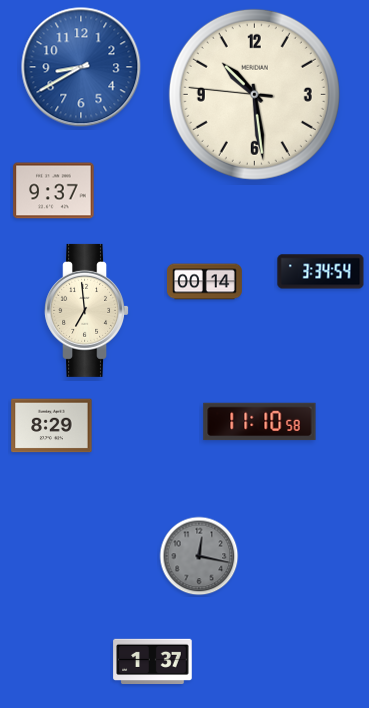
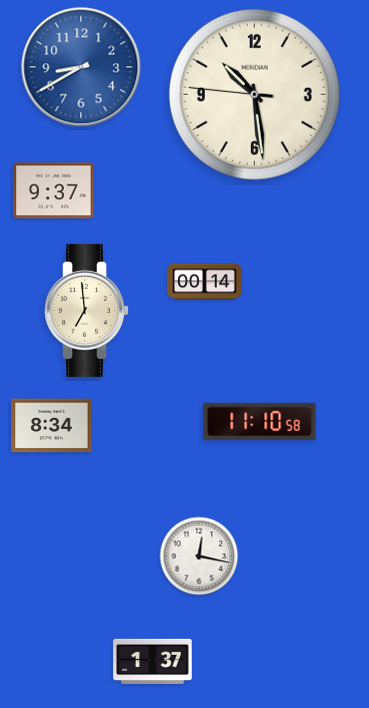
clock at (321, 272): 3:34 -> none
clock at (52, 426): 8:29 -> 8:34
clock at (199, 556) dial: grey -> white
